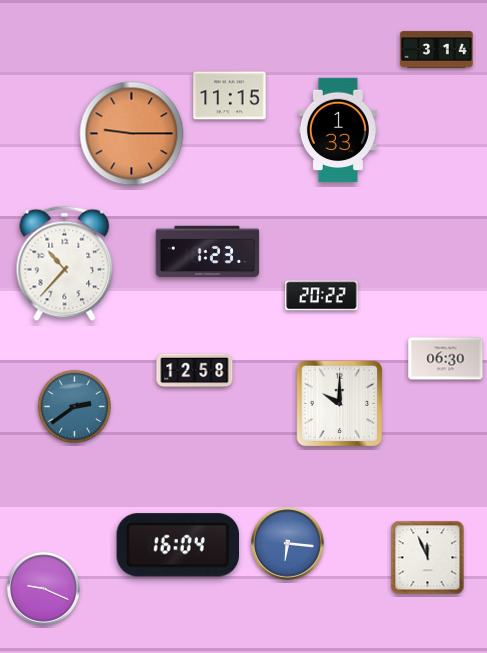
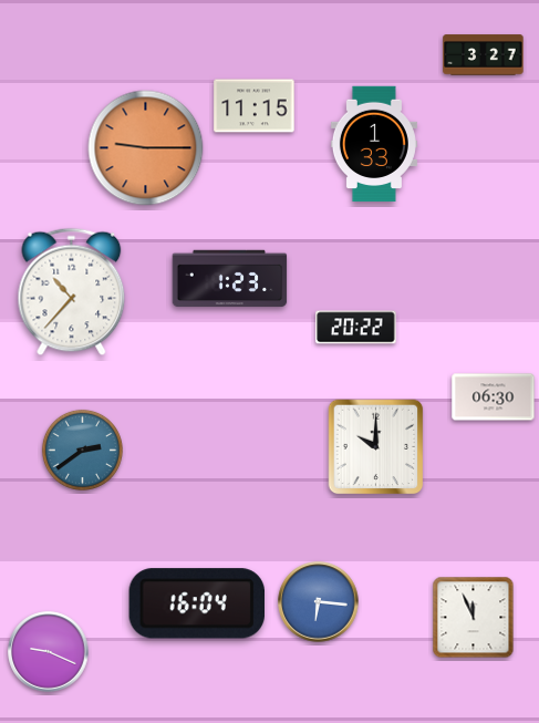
clock at (437, 50): 3:14 -> 3:27
clock at (195, 371): 12:58 -> none
